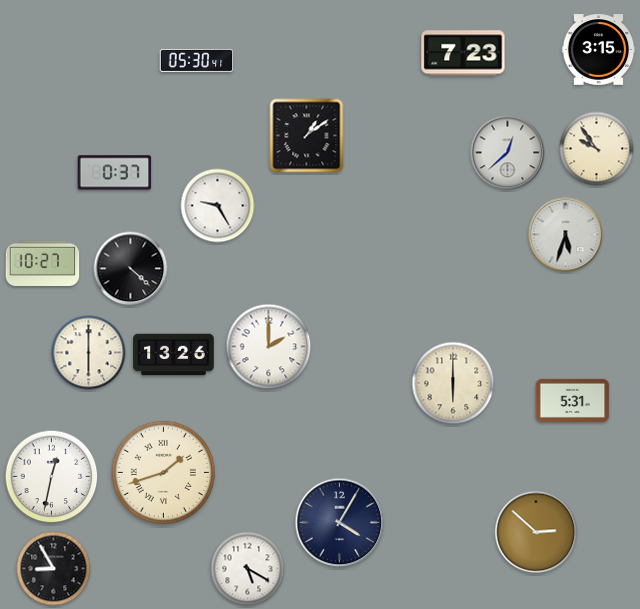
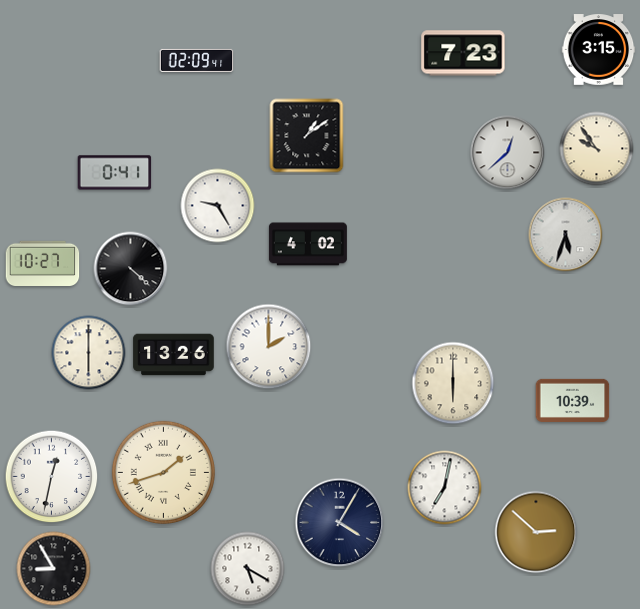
clock at (197, 60): 05:30 -> 02:09
clock at (115, 173): 0:37 -> 0:41
clock at (308, 244): none -> 4:02
clock at (573, 400): 5:31 -> 10:39
clock at (445, 488): none -> 7:02
